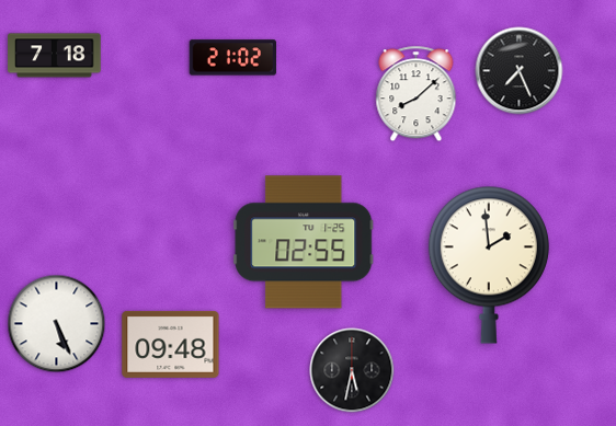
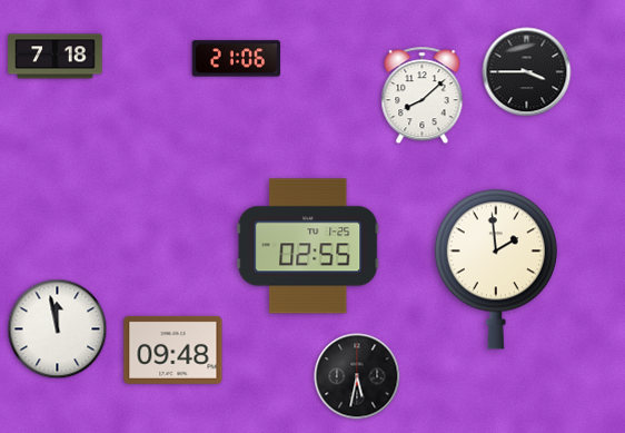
clock at (232, 58): 21:02 -> 21:06
clock at (520, 71): 7:26 -> 3:45
clock at (57, 324): 5:26 -> 11:58
